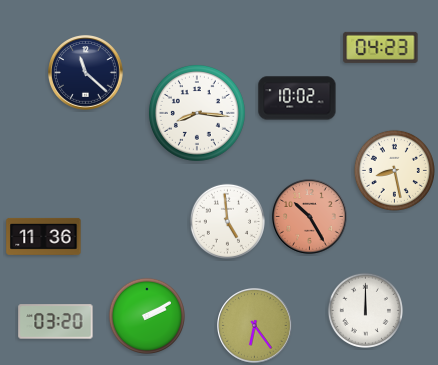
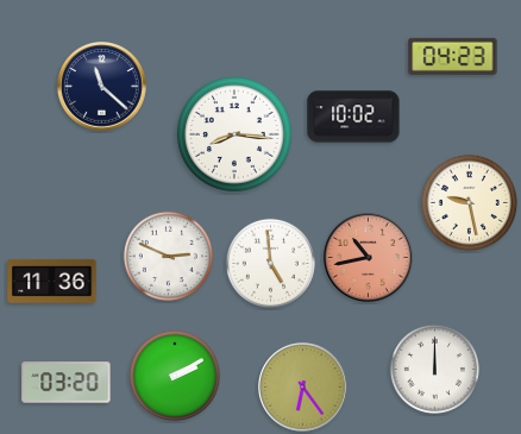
clock at (394, 170): 8:28 -> 9:28
clock at (168, 256): none -> 2:49
clock at (310, 217): 10:25 -> 10:43
